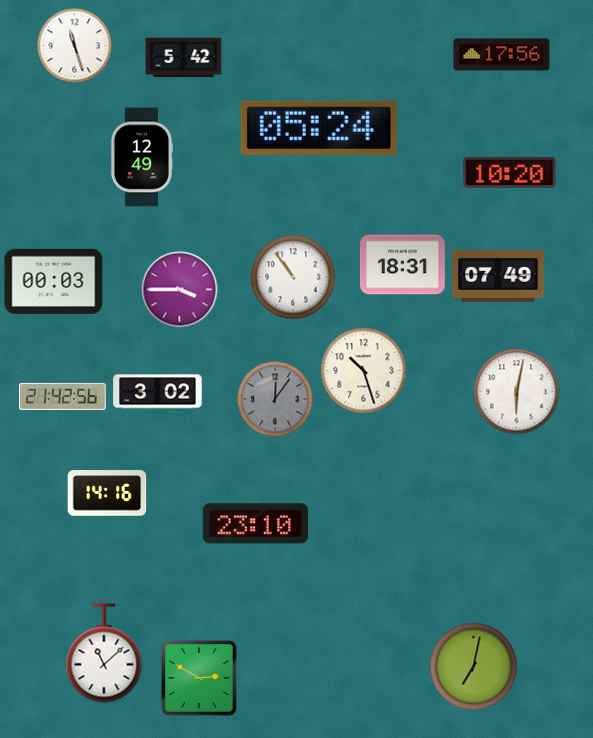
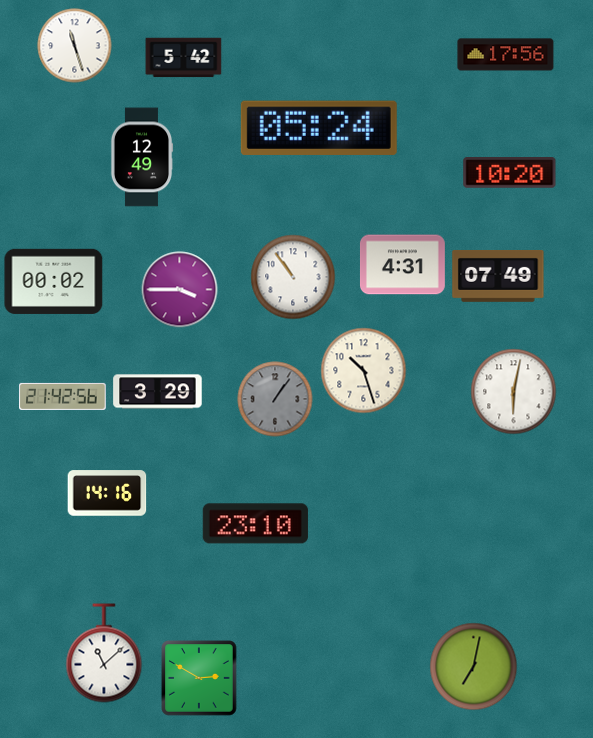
clock at (502, 55) position: (502, 55) -> (506, 55)
clock at (402, 265): 18:31 -> 4:31
clock at (54, 281): 00:03 -> 00:02
clock at (158, 392): 3:02 -> 3:29
clock at (517, 392) position: (517, 392) -> (514, 392)
clock at (275, 399): 12:06 -> 1:06
